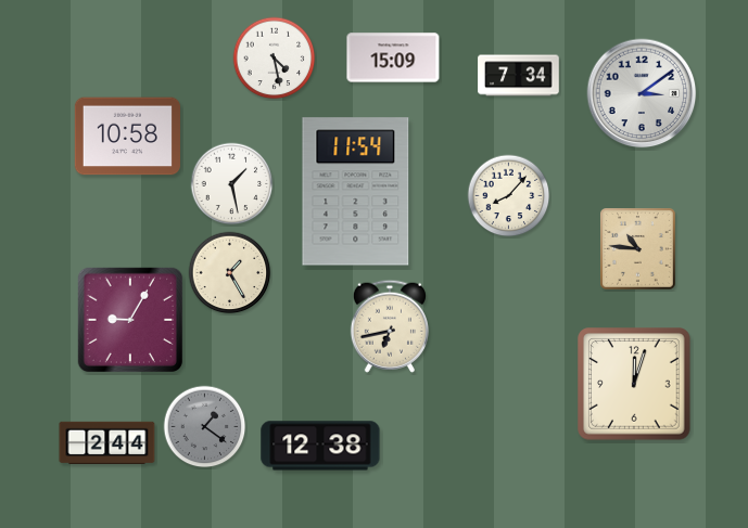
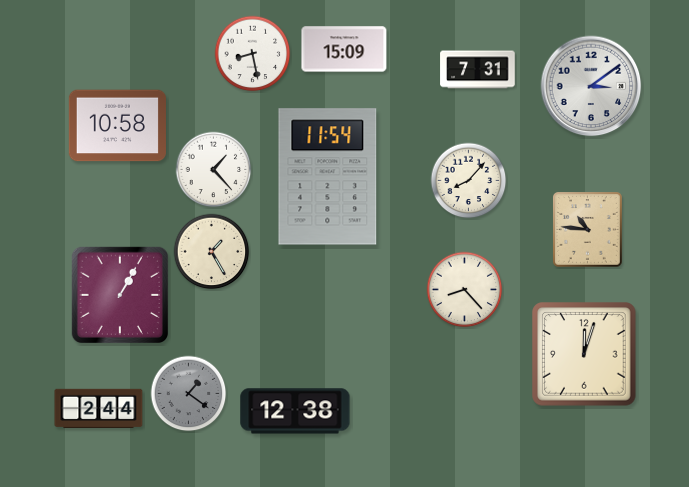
clock at (393, 57) position: (393, 57) -> (344, 49)
clock at (275, 59): 4:28 -> 8:28
clock at (519, 76): 7:34 -> 7:31
clock at (232, 184): 1:28 -> 1:23
clock at (465, 290): none -> 8:23
clock at (129, 319): 9:05 -> 1:05
clock at (389, 326): 6:43 -> none
